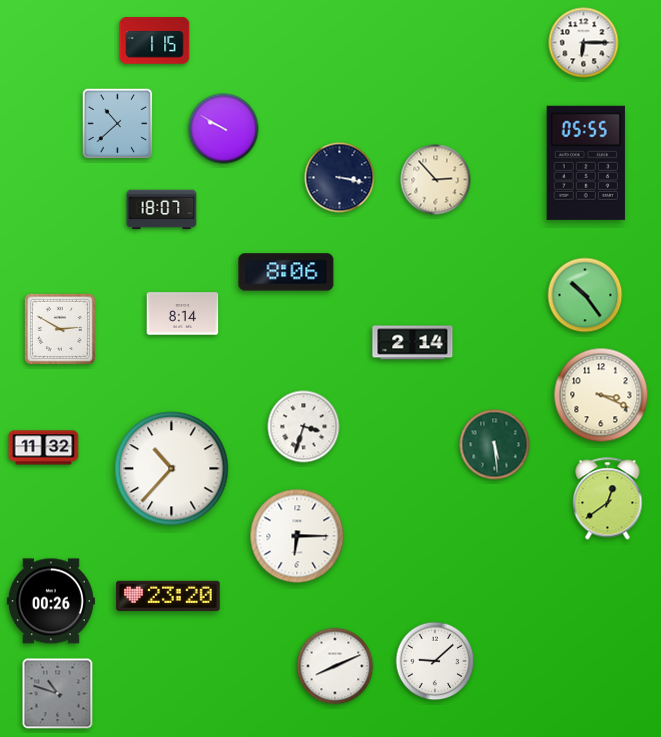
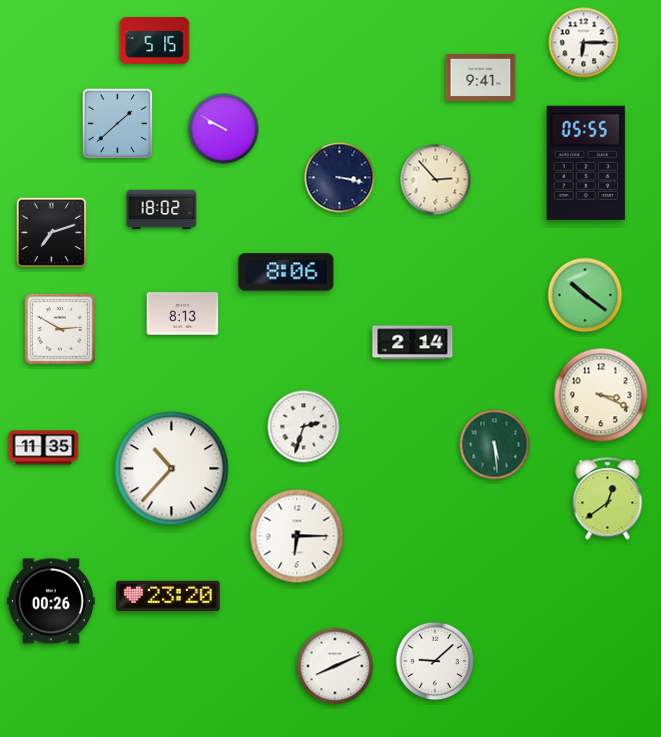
clock at (155, 41): 1:15 -> 5:15
clock at (481, 77): none -> 9:41
clock at (118, 124): 10:38 -> 1:38
clock at (162, 210): 18:07 -> 18:02
clock at (52, 233): none -> 7:12
clock at (585, 295): 10:24 -> 10:21
clock at (183, 314): 8:14 -> 8:13
clock at (304, 427): 3:33 -> 2:33
clock at (44, 448): 11:32 -> 11:35
clock at (58, 694): 10:48 -> none
